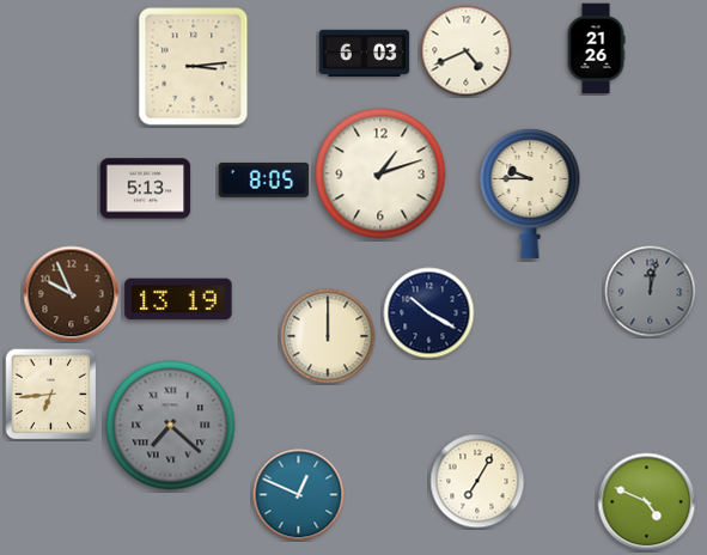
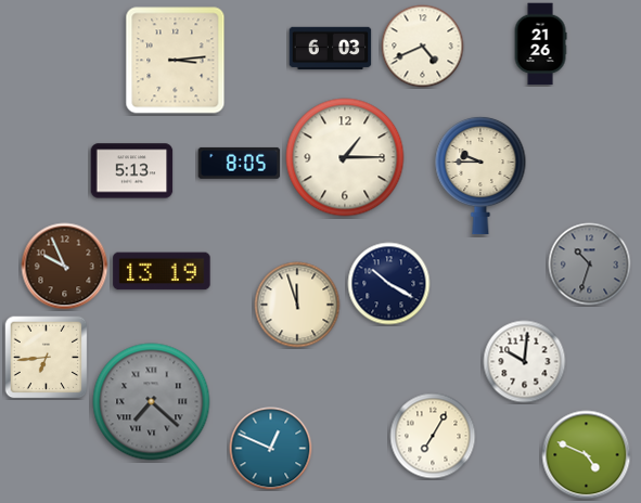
clock at (380, 173): 1:12 -> 1:15
clock at (651, 292): 12:02 -> 10:33
clock at (328, 336): 12:00 -> 11:57
clock at (525, 362): none -> 10:01
clock at (171, 426) position: (171, 426) -> (152, 402)
